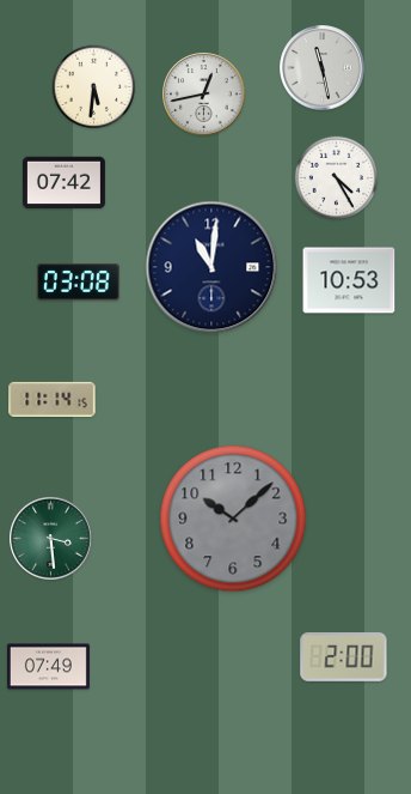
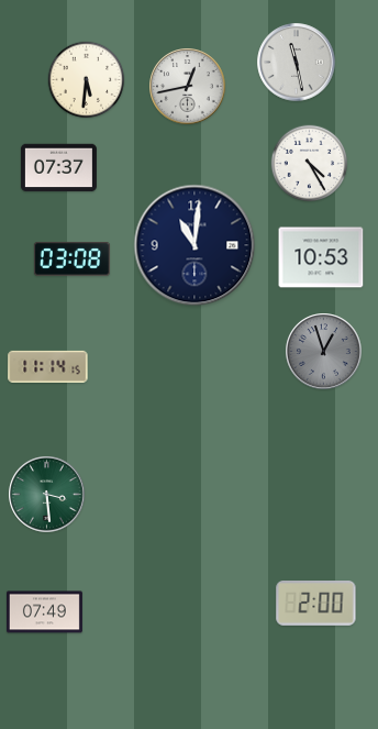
clock at (63, 183): 07:42 -> 07:37
clock at (324, 352): none -> 12:57
clock at (233, 519): 10:08 -> none
